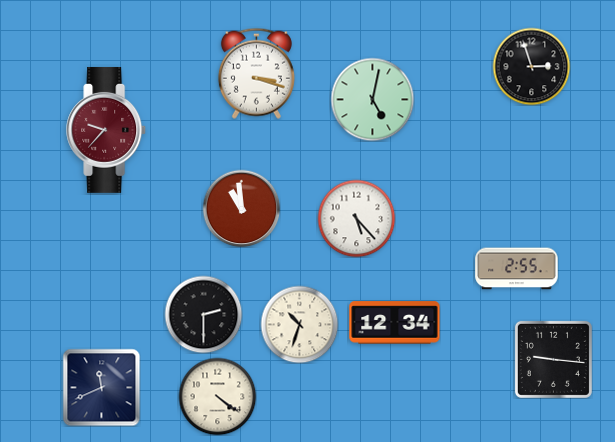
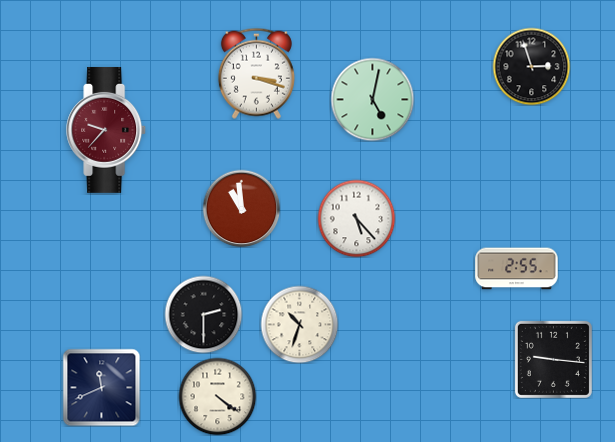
clock at (395, 323): 12:34 -> none
